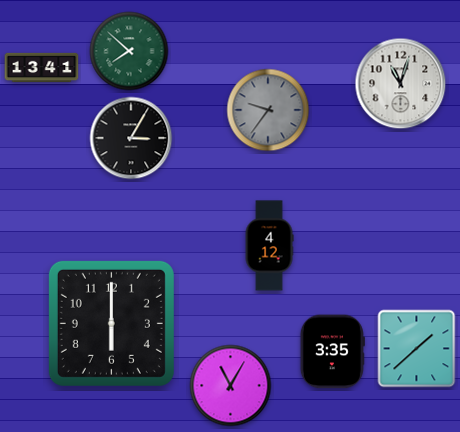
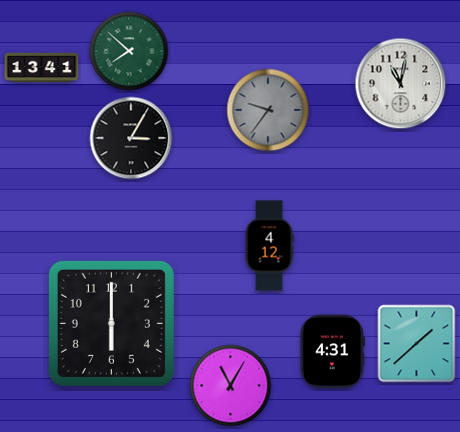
clock at (401, 84): 11:03 -> 11:02
clock at (417, 349) position: (417, 349) -> (417, 344)
clock at (332, 352): 3:35 -> 4:31
